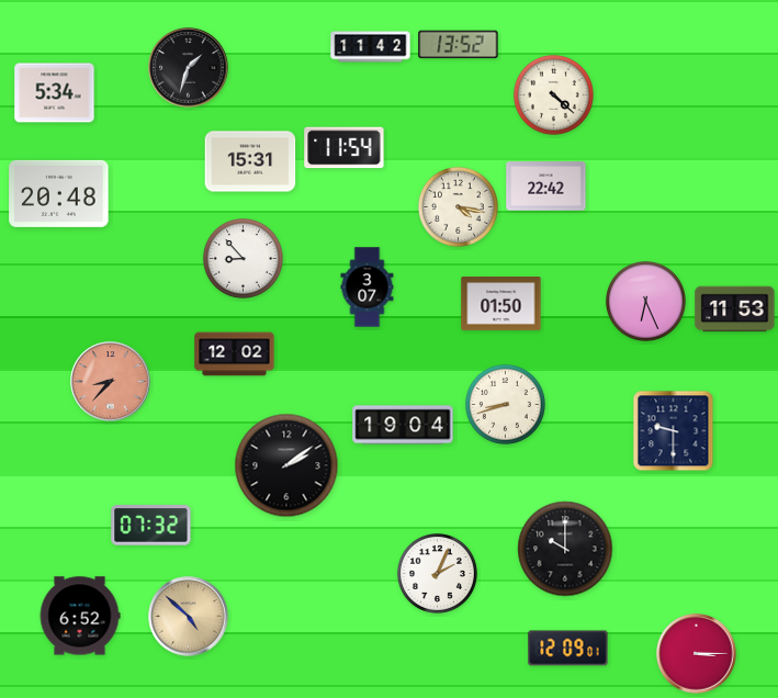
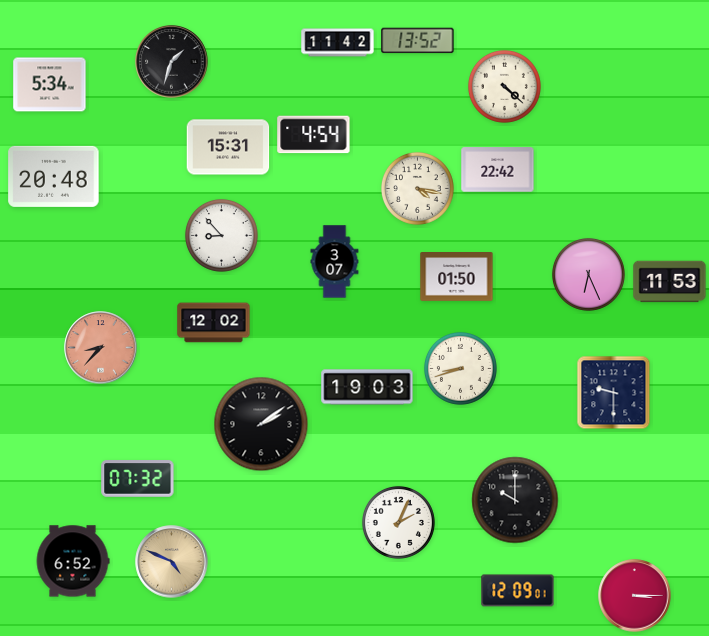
clock at (345, 148): 11:54 -> 4:54
clock at (403, 425): 19:04 -> 19:03
clock at (189, 617): 4:52 -> 4:49
